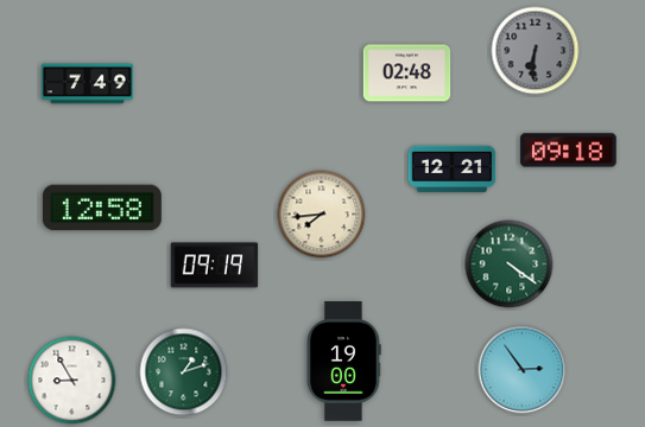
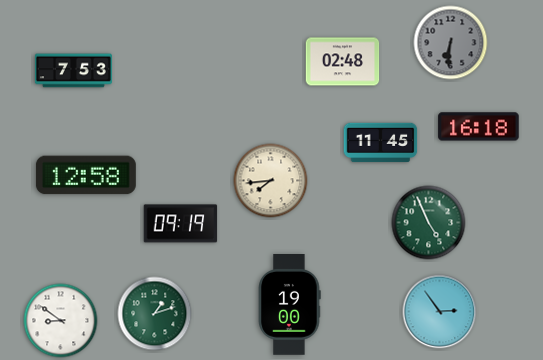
clock at (87, 84): 7:49 -> 7:53
clock at (569, 151): 09:18 -> 16:18
clock at (453, 170): 12:21 -> 11:45
clock at (510, 265): 4:21 -> 4:56
clock at (72, 381): 8:55 -> 8:51
